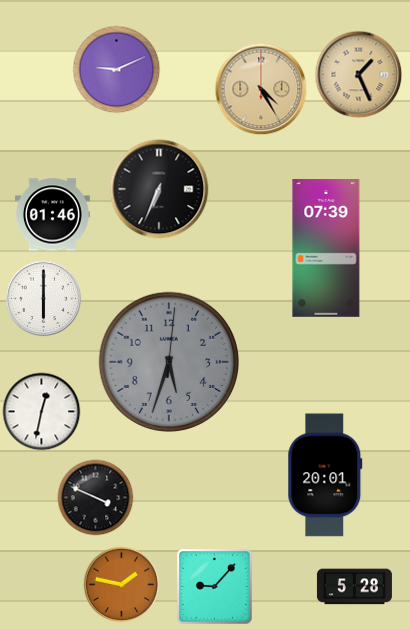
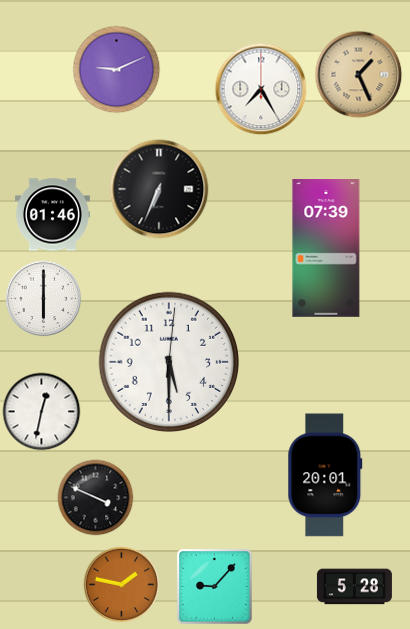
clock at (261, 89): 4:25 -> 7:25
clock at (261, 89) dial: champagne -> white
clock at (168, 361): 5:33 -> 5:30
clock at (168, 361) dial: grey -> white
